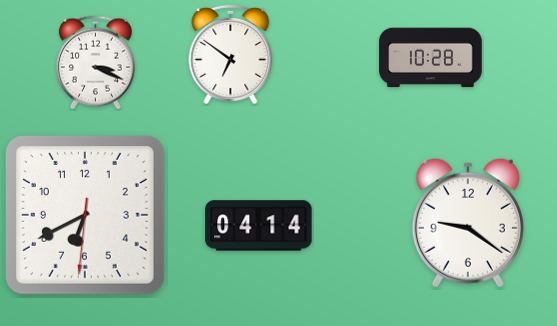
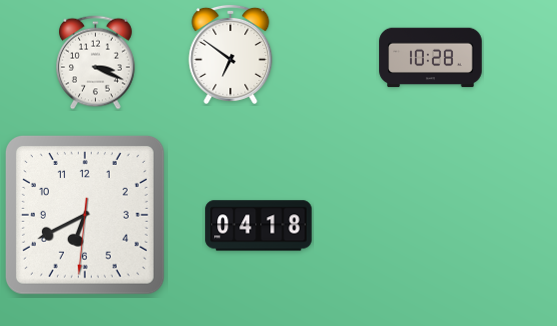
clock at (468, 223): 9:21 -> none
clock at (259, 226): 04:14 -> 04:18
